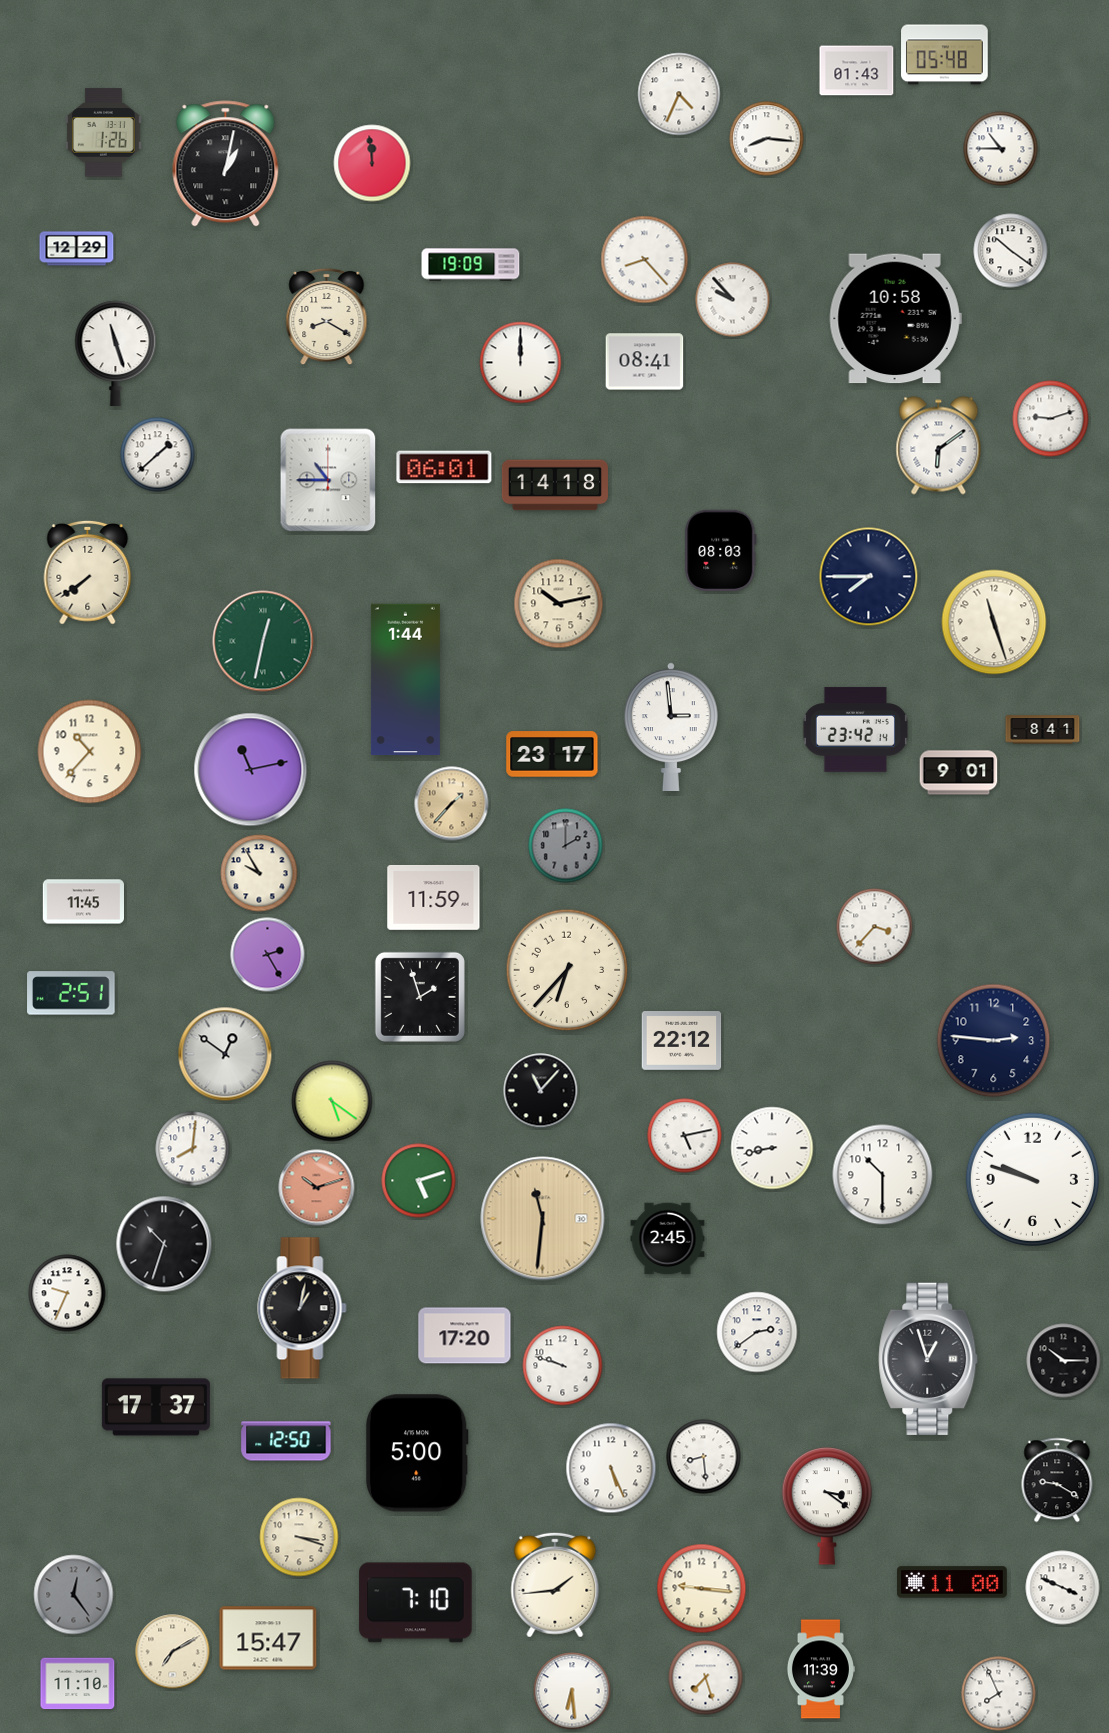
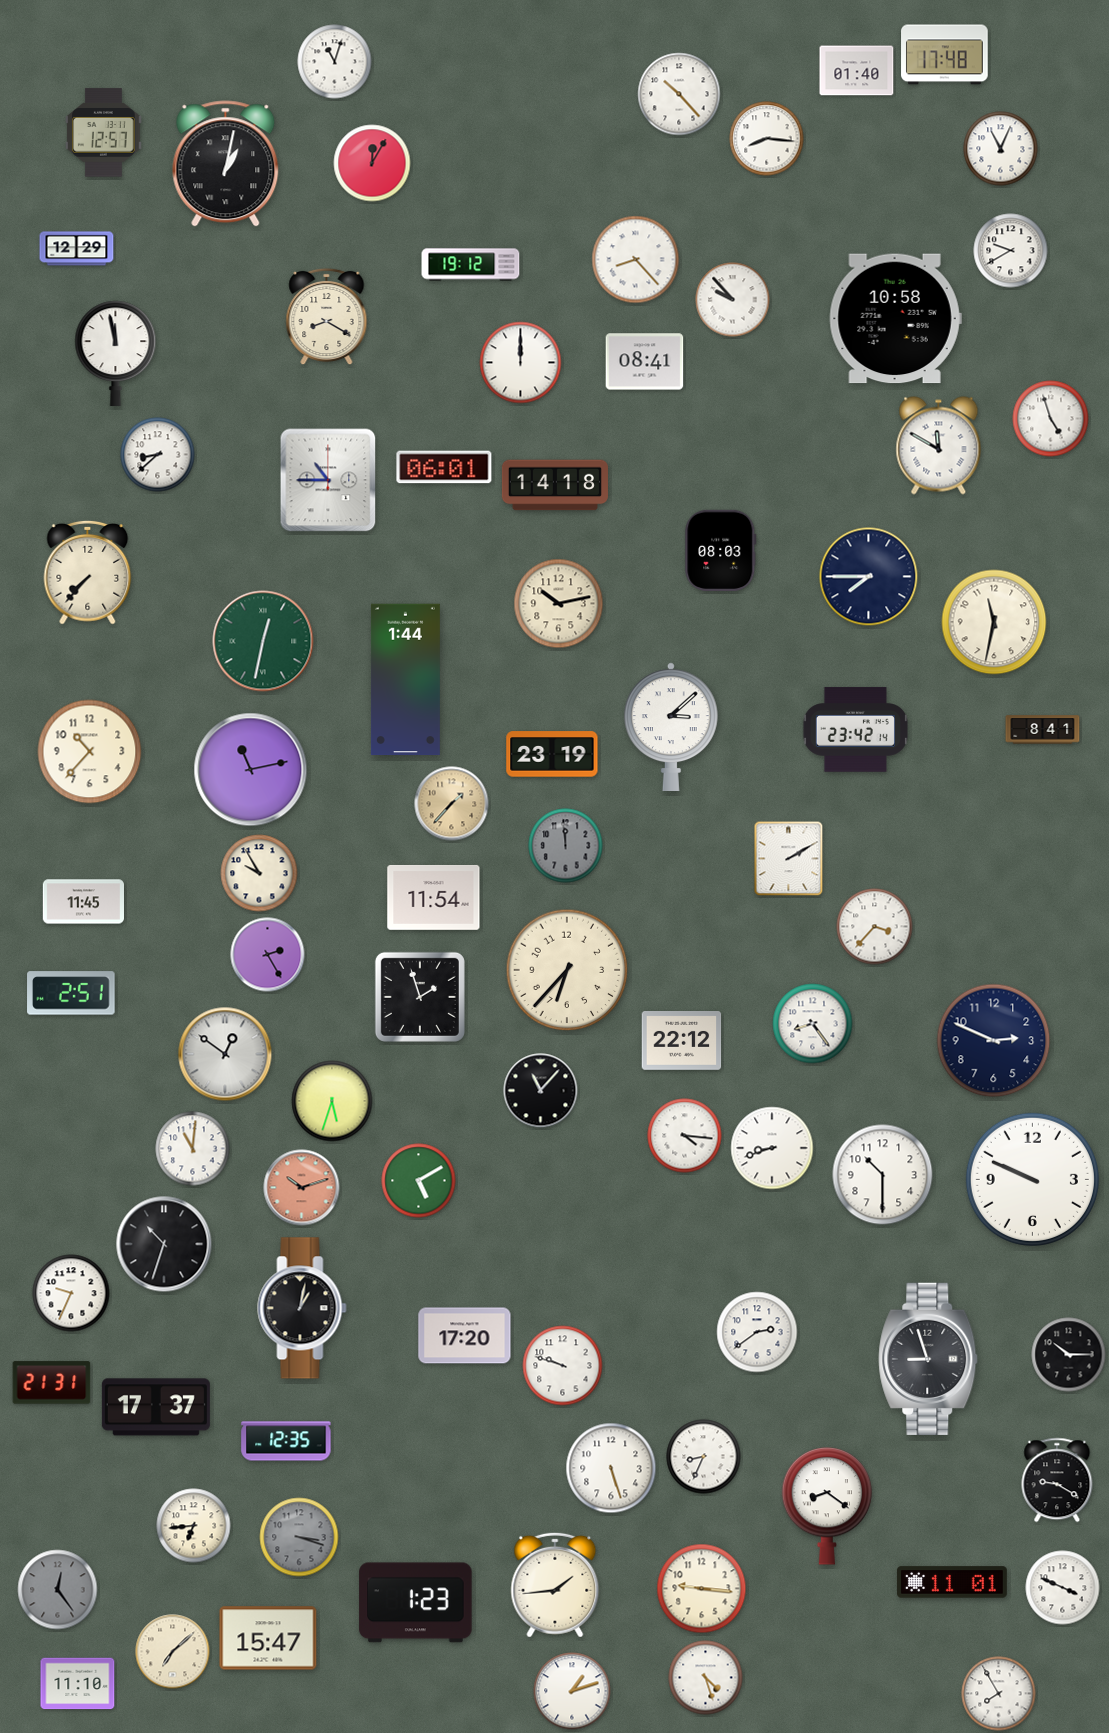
clock at (945, 55): 05:48 -> 17:48
clock at (335, 62): none -> 11:03
clock at (857, 71): 01:43 -> 01:40
clock at (679, 94): 4:34 -> 10:23
clock at (104, 133): 1:26 -> 12:57
clock at (1001, 149): 10:45 -> 11:04
clock at (372, 163): 11:59 -> 12:05
clock at (1011, 251): 10:21 -> 9:40
clock at (645, 260) position: (645, 260) -> (636, 260)
clock at (471, 265): 19:09 -> 19:12
clock at (116, 353): 11:27 -> 11:58
clock at (1051, 419): 9:12 -> 4:57
clock at (939, 446): 6:09 -> 11:50
clock at (158, 455): 1:38 -> 8:38
clock at (88, 572): 7:39 -> 7:37
clock at (994, 622): 11:27 -> 11:32
clock at (671, 726): 2:59 -> 3:08
clock at (552, 754): 23:17 -> 23:19
clock at (959, 773): 9:01 -> none
clock at (566, 846): 2:00 -> 11:59
clock at (789, 859): none -> 2:10
clock at (434, 897): 11:59 -> 11:54
clock at (813, 1024): none -> 8:24
clock at (994, 1041): 2:46 -> 2:49
clock at (332, 1101): 5:21 -> 5:33
clock at (685, 1136): 5:13 -> 4:16
clock at (772, 1148): 8:43 -> 8:42
clock at (193, 1149): 8:01 -> 11:01
clock at (1032, 1179): 9:48 -> 9:49
clock at (419, 1181): 5:12 -> 5:10
clock at (317, 1188) position: (317, 1188) -> (302, 1188)
clock at (543, 1219): 11:31 -> none
clock at (668, 1239): 2:45 -> none
clock at (67, 1293) position: (67, 1293) -> (71, 1293)
clock at (928, 1359): 12:57 -> 8:57
clock at (1064, 1361) position: (1064, 1361) -> (1069, 1355)
clock at (52, 1383): none -> 21:31
clock at (286, 1441): 12:50 -> 12:35
clock at (417, 1453): 5:00 -> none
clock at (704, 1457): 8:29 -> 8:34
clock at (611, 1468): 5:26 -> 5:27
clock at (827, 1506): 3:21 -> 8:21
clock at (194, 1526): none -> 6:44
clock at (299, 1537) dial: cream -> grey
clock at (953, 1582): 11:00 -> 11:01
clock at (74, 1595) position: (74, 1595) -> (58, 1590)
clock at (416, 1603): 7:10 -> 1:23
clock at (173, 1652): 7:10 -> 7:08
clock at (820, 1669): 11:39 -> none
clock at (706, 1678): 7:27 -> 4:27
clock at (572, 1691): 6:29 -> 1:12
clock at (999, 1694): 7:56 -> 7:55
